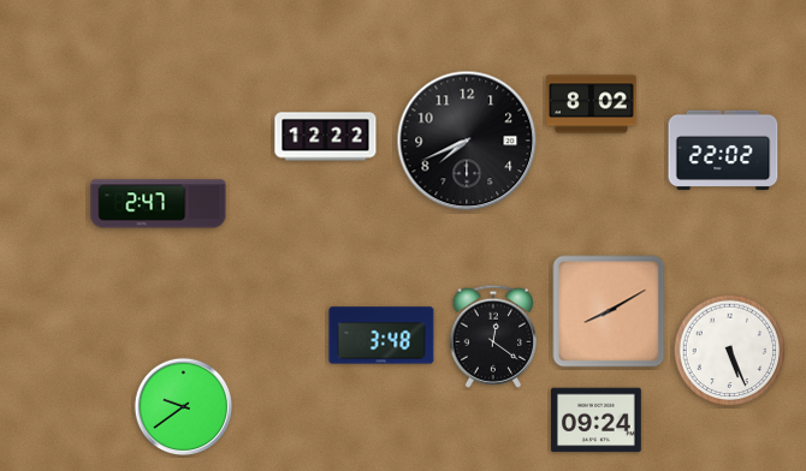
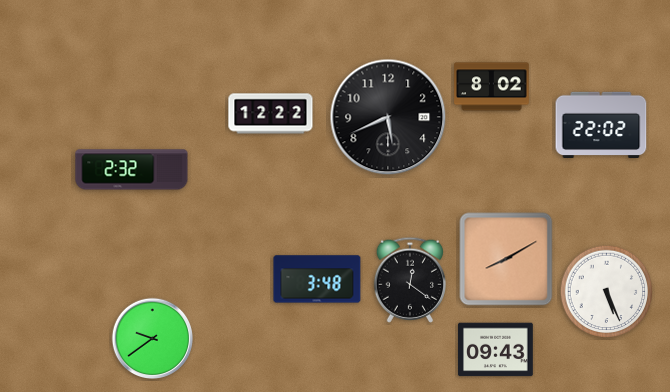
clock at (467, 141): 7:41 -> 5:41
clock at (159, 204): 2:47 -> 2:32
clock at (597, 421): 09:24 -> 09:43
